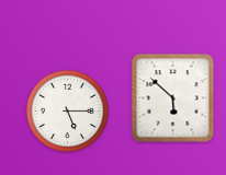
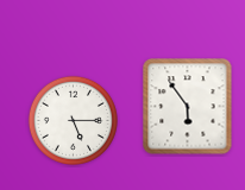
clock at (173, 98): 5:52 -> 5:54
